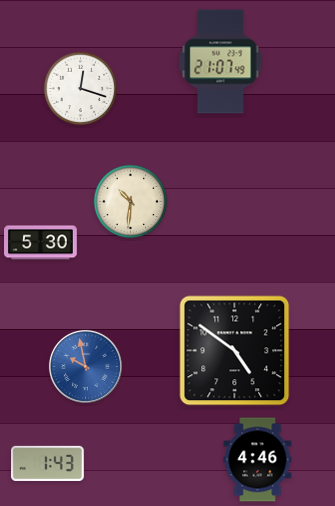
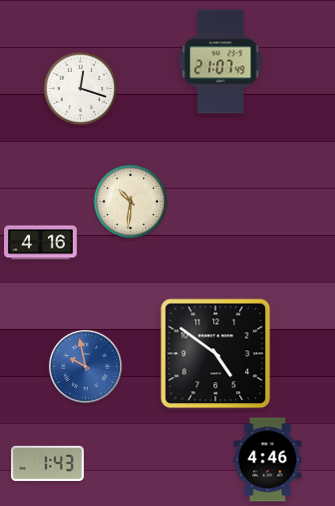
clock at (41, 243): 5:30 -> 4:16
clock at (235, 351) position: (235, 351) -> (216, 354)
clock at (258, 460) position: (258, 460) -> (268, 460)
